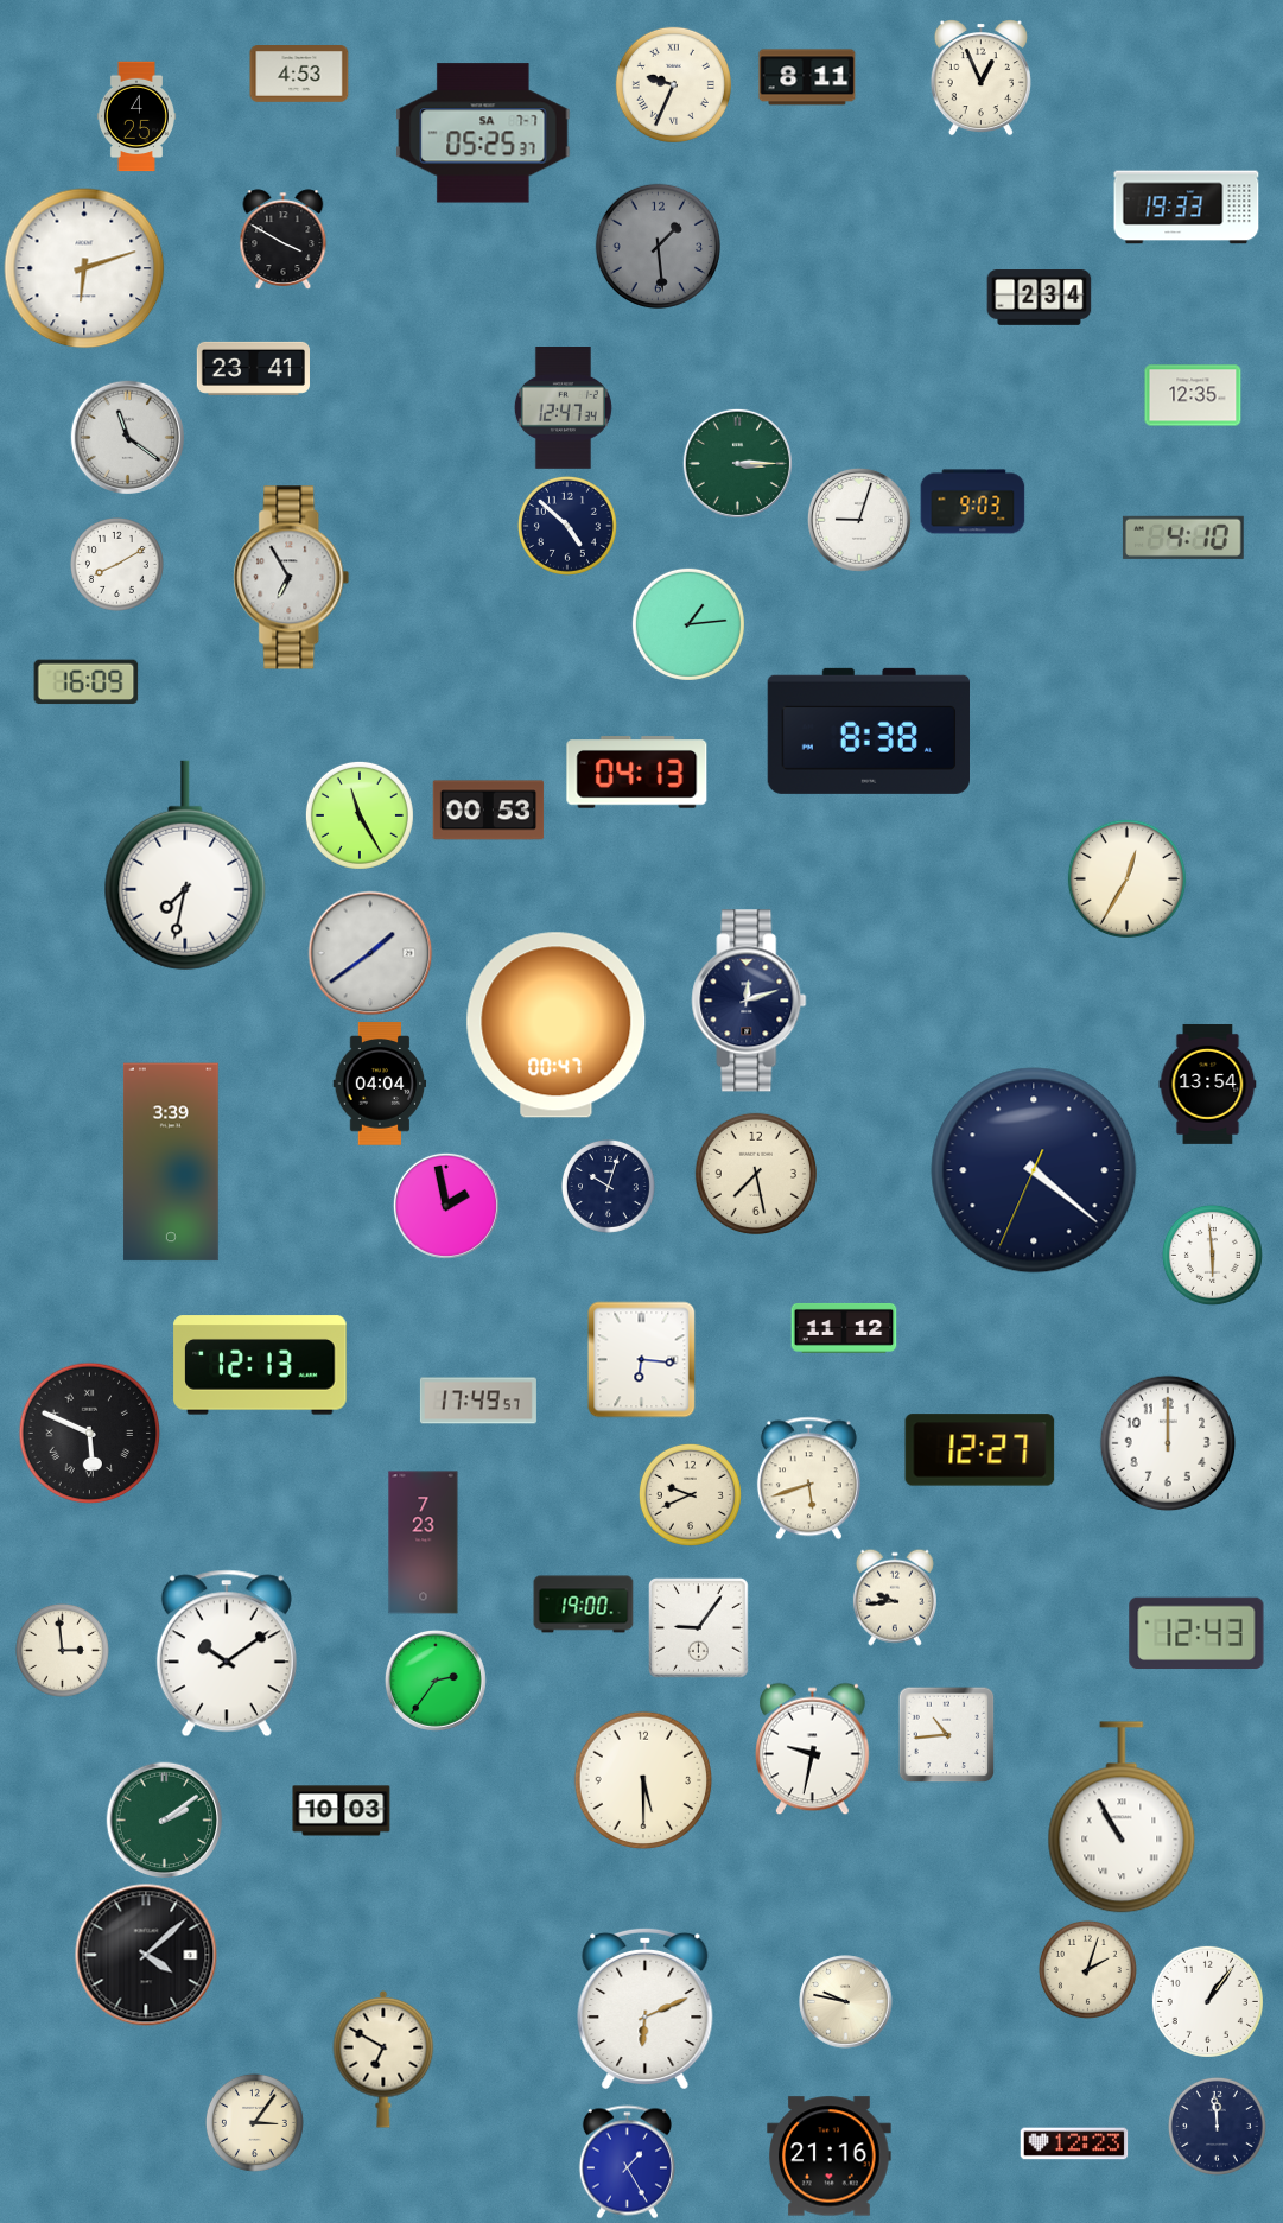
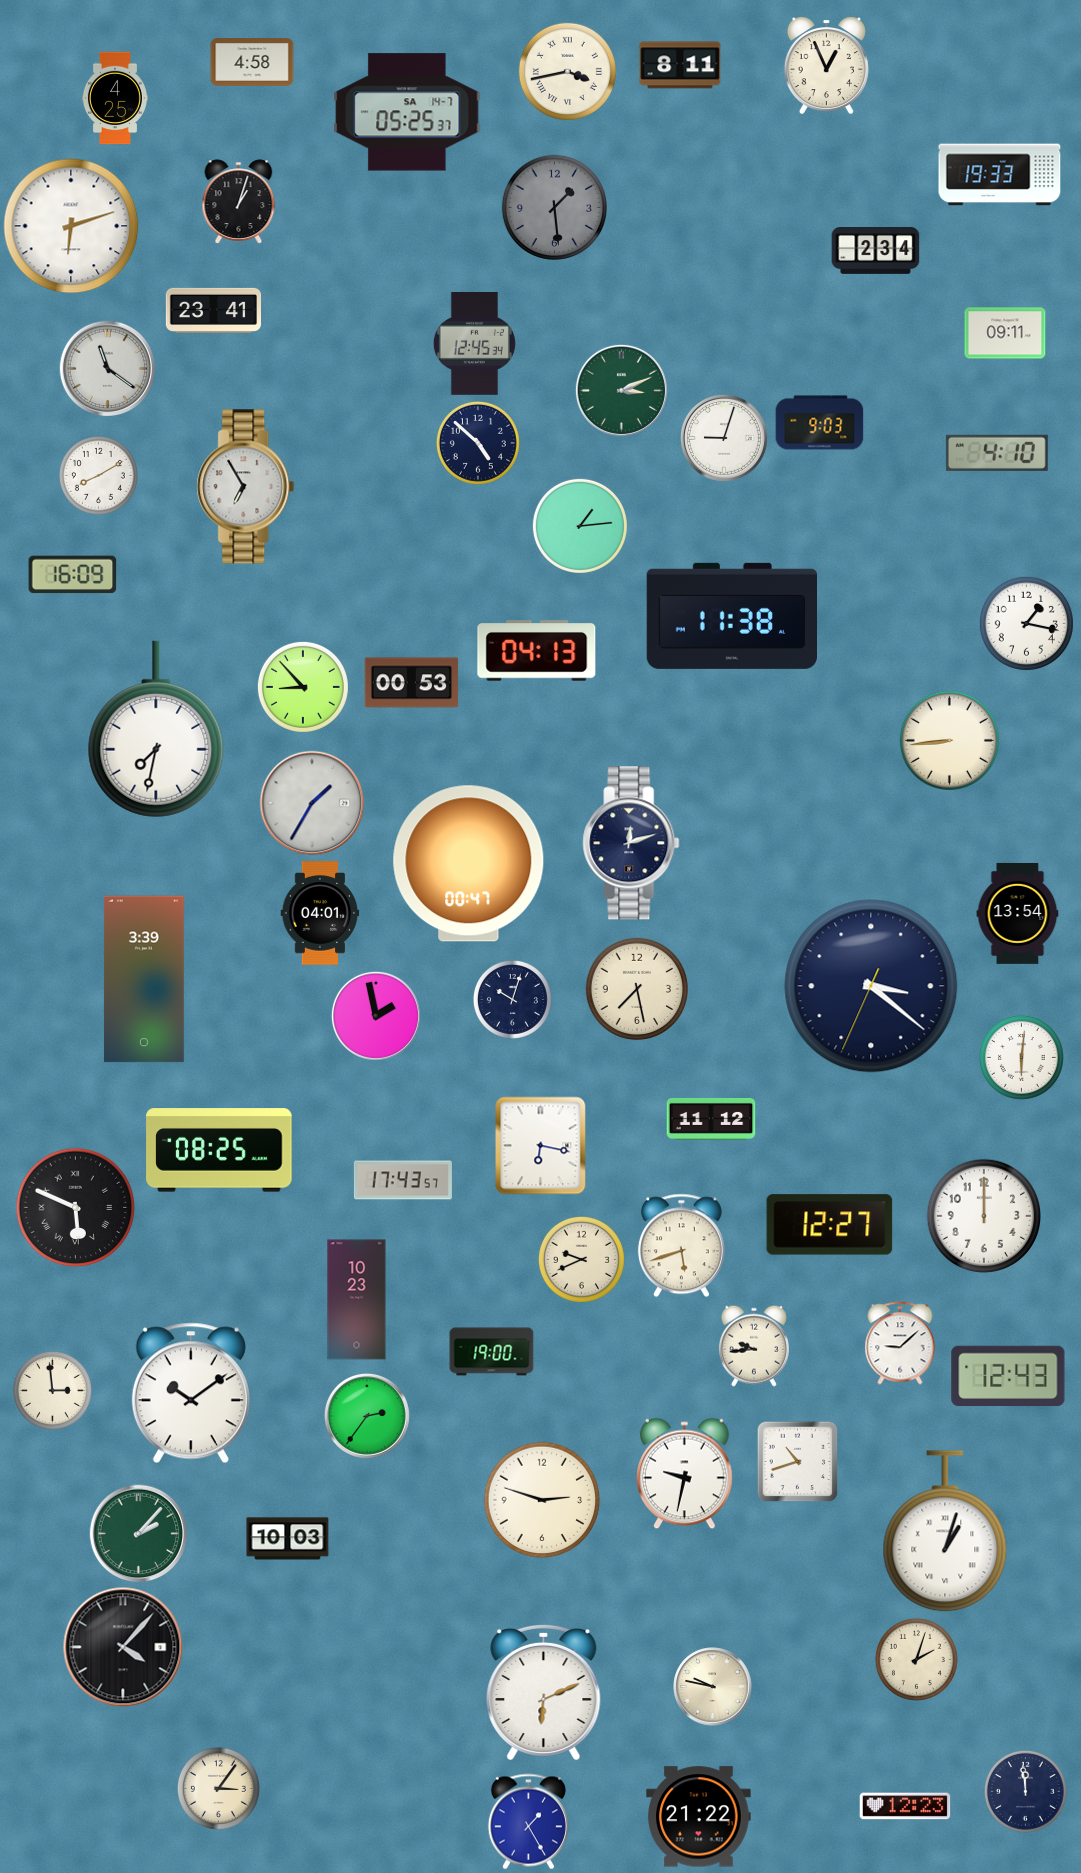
clock at (299, 75): 4:53 -> 4:58
clock at (673, 84): 9:34 -> 3:43
clock at (483, 133) date: SA 7-7 -> SA 14-7
clock at (284, 240): 3:50 -> 1:03
clock at (1193, 395): 12:35 -> 09:11
clock at (563, 408): 12:47 -> 12:45
clock at (737, 463): 3:15 -> 3:11
clock at (869, 731): 8:38 -> 11:38
clock at (1026, 623): none -> 1:17
clock at (360, 815): 11:25 -> 8:53
clock at (1126, 878): 12:35 -> 8:44
clock at (370, 953): 1:39 -> 1:35
clock at (380, 1084): 04:04 -> 04:01
clock at (1034, 1170): 4:21 -> 3:21
clock at (1212, 1255): 5:59 -> 6:01
clock at (642, 1360): 6:16 -> 6:17
clock at (260, 1365): 12:13 -> 08:25
clock at (478, 1401): 17:49 -> 17:43
clock at (980, 1450) position: (980, 1450) -> (830, 1225)
clock at (424, 1543): 7:23 -> 10:23
clock at (900, 1343): none -> 9:08
clock at (699, 1628): 9:06 -> none
clock at (946, 1734): 10:44 -> 10:42
clock at (643, 1780): 5:30 -> 2:48
clock at (342, 1811) position: (342, 1811) -> (288, 1539)
clock at (1122, 1817): 10:55 -> 1:03
clock at (165, 1821): 2:09 -> 2:07
clock at (146, 1955): 4:08 -> 4:07
clock at (1207, 2001): 1:06 -> none
clock at (383, 2059): 6:50 -> none
clock at (254, 2122) position: (254, 2122) -> (218, 1788)
clock at (830, 2157): 21:16 -> 21:22
